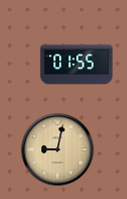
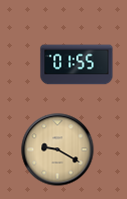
clock at (58, 150): 9:02 -> 9:20
